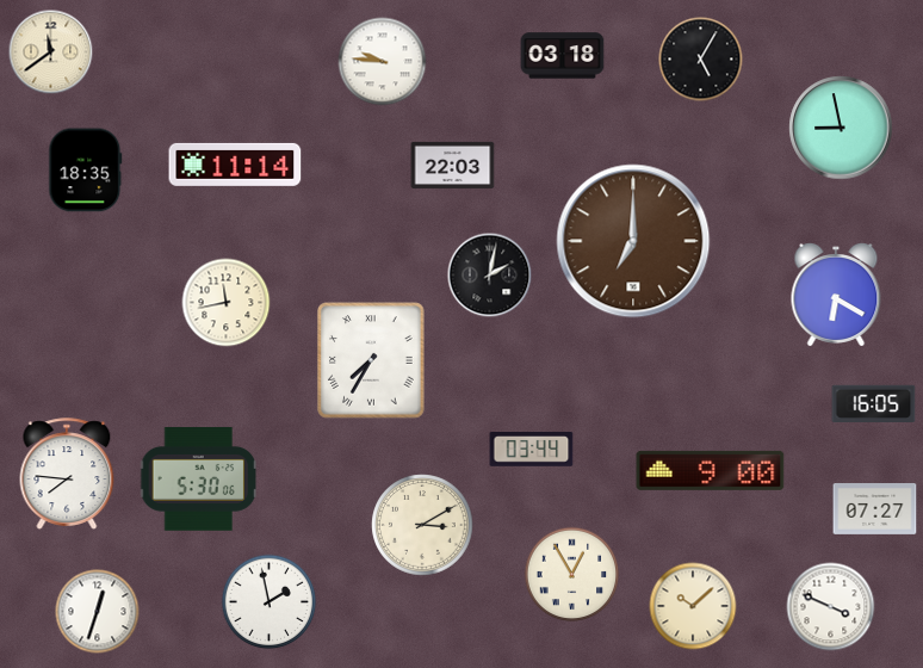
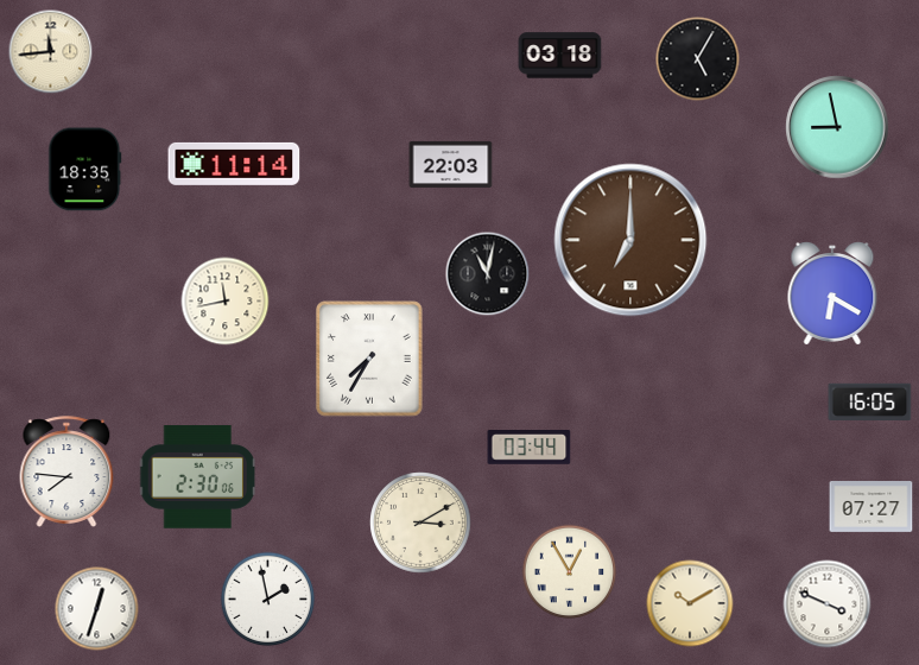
clock at (51, 52): 11:39 -> 11:44
clock at (383, 62): 9:46 -> none
clock at (490, 276): 2:02 -> 11:02
clock at (711, 470): 9:00 -> none
clock at (199, 480): 5:30 -> 2:30
clock at (693, 606): 10:08 -> 10:10
